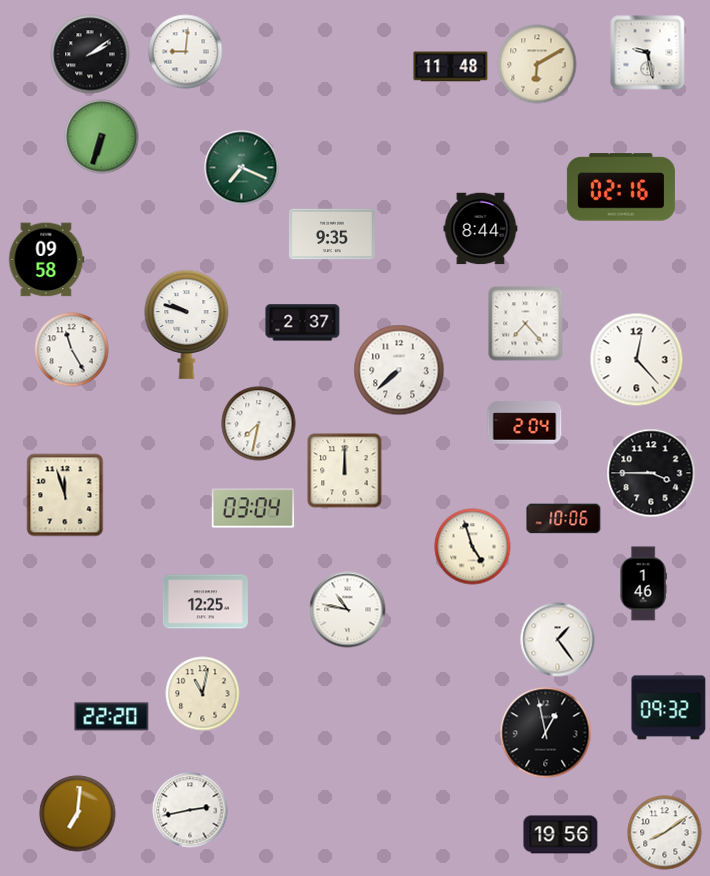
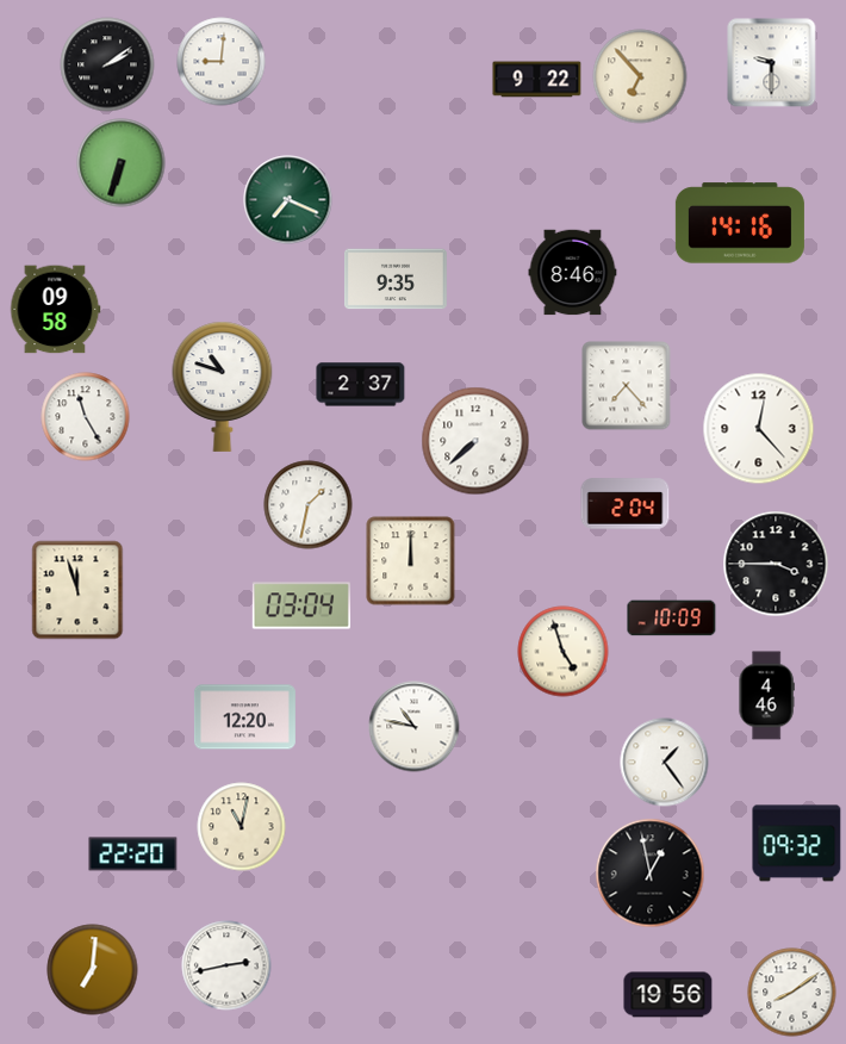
clock at (648, 53): 9:28 -> 9:30
clock at (537, 64): 6:10 -> 6:53
clock at (451, 67): 11:48 -> 9:22
clock at (621, 187): 02:16 -> 14:16
clock at (481, 229): 8:44 -> 8:46
clock at (187, 324): 9:48 -> 10:48
clock at (259, 424): 7:32 -> 1:32
clock at (564, 519): 10:06 -> 10:09
clock at (643, 584): 1:46 -> 4:46
clock at (205, 602): 12:25 -> 12:20
